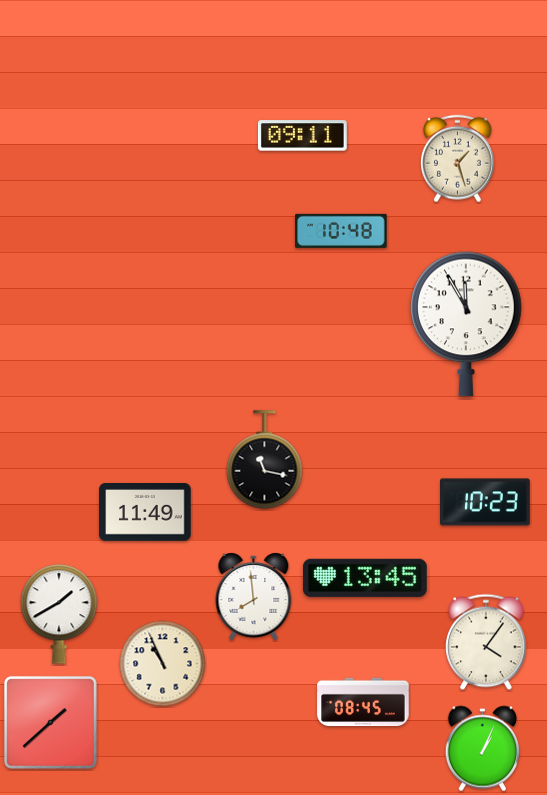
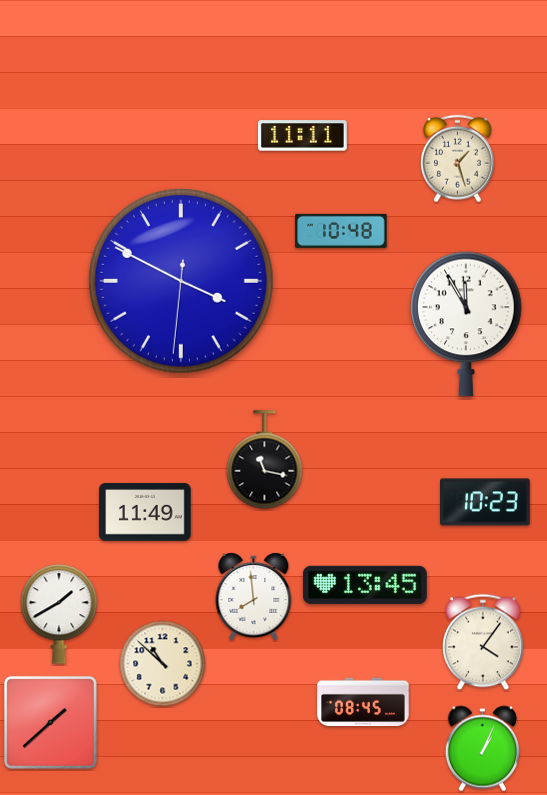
clock at (302, 136): 09:11 -> 11:11
clock at (181, 281): none -> 3:49
clock at (365, 578) position: (365, 578) -> (365, 585)
clock at (486, 642) position: (486, 642) -> (483, 642)
clock at (163, 664): 10:56 -> 10:52
